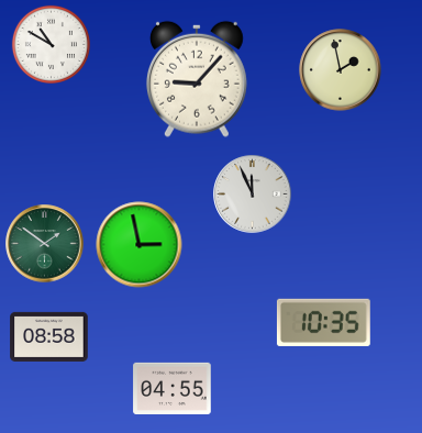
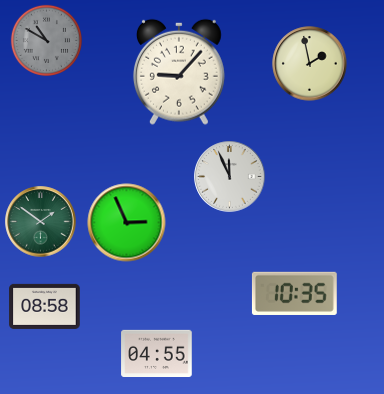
clock at (51, 44) dial: white -> grey
clock at (140, 245): 2:58 -> 2:56
